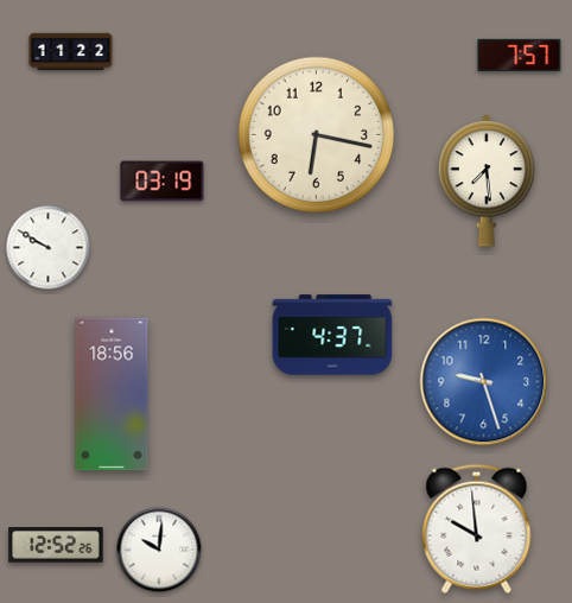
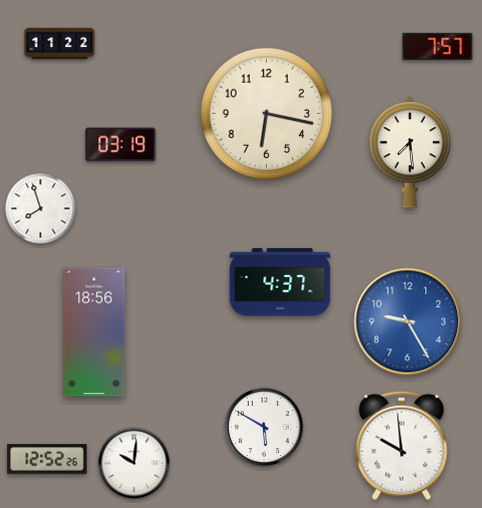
clock at (163, 182) position: (163, 182) -> (121, 145)
clock at (49, 248): 9:50 -> 7:57
clock at (484, 382): 9:27 -> 9:25
clock at (264, 427): none -> 5:50
